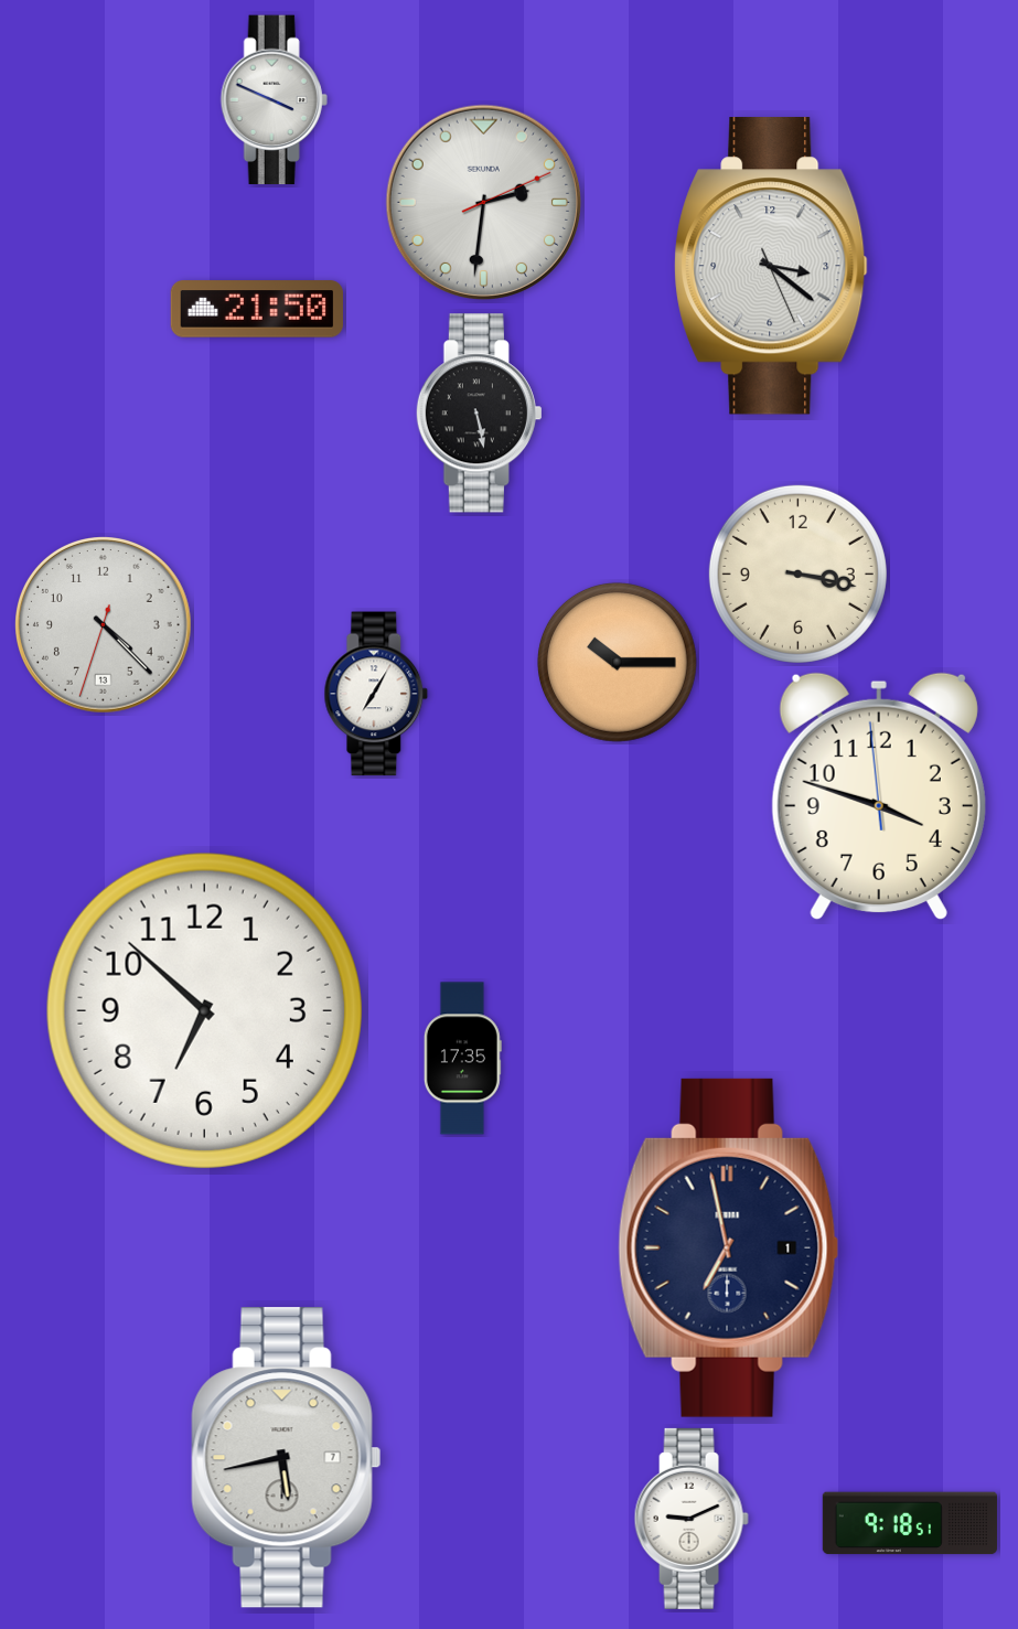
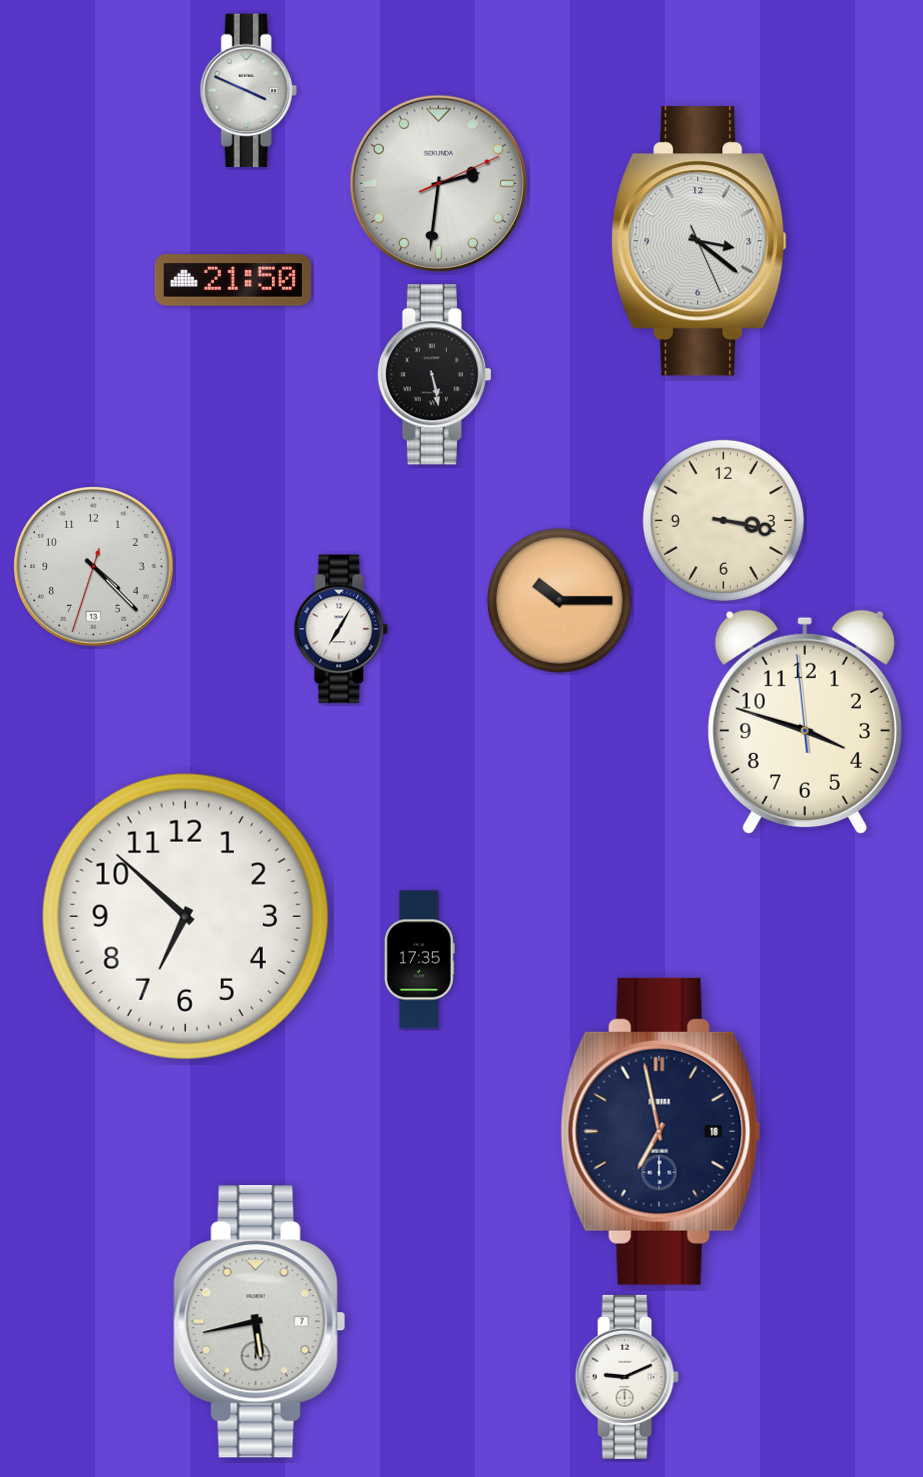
clock at (879, 796) position: (879, 796) -> (805, 722)
clock at (729, 1247) date: 1 -> 18
clock at (910, 1523): 9:18 -> none
